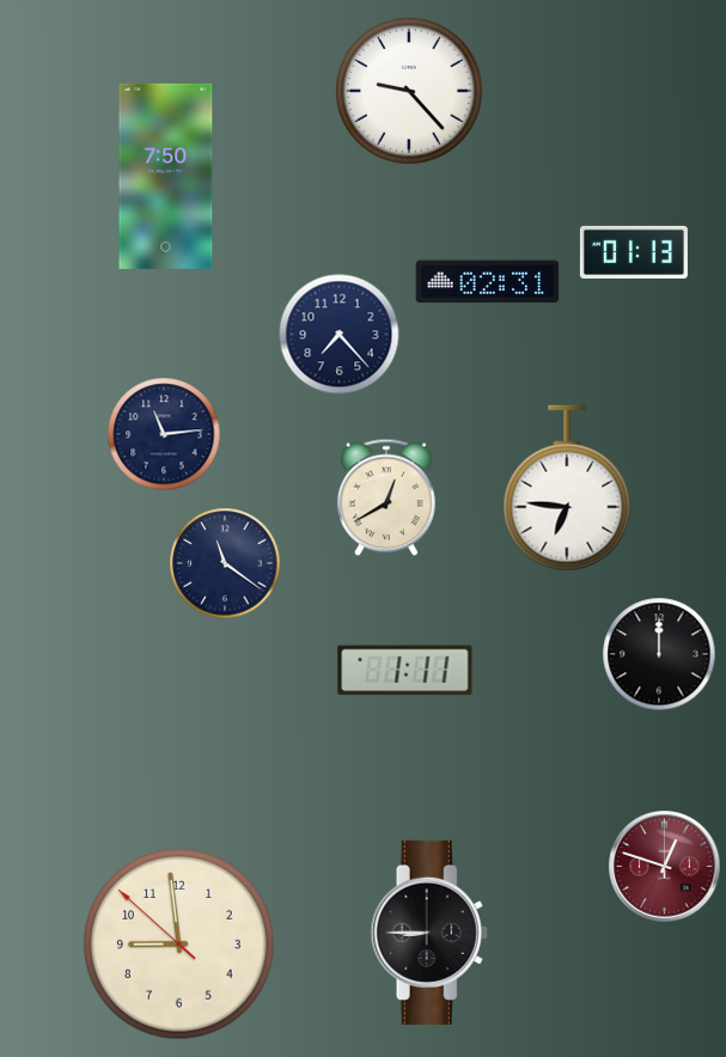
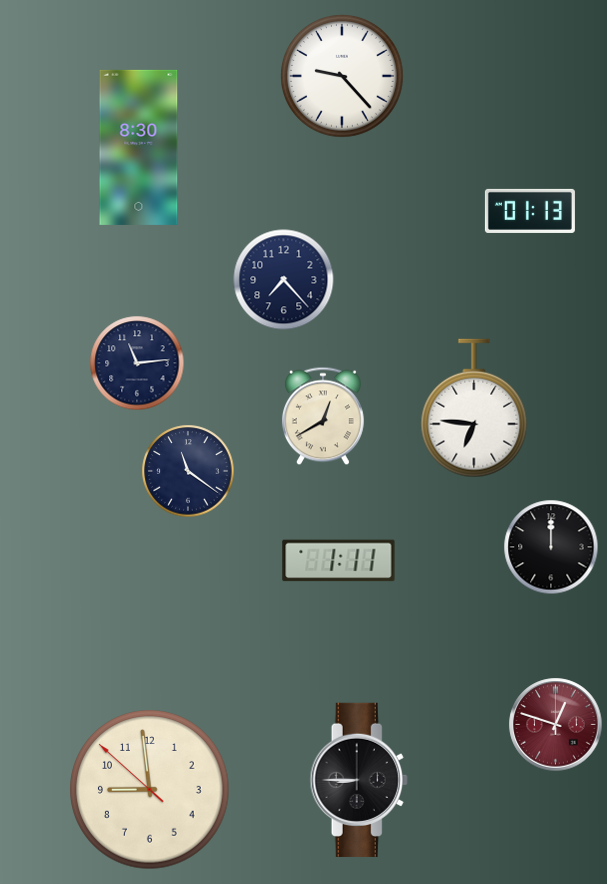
clock at (166, 176): 7:50 -> 8:30
clock at (488, 282): 02:31 -> none
